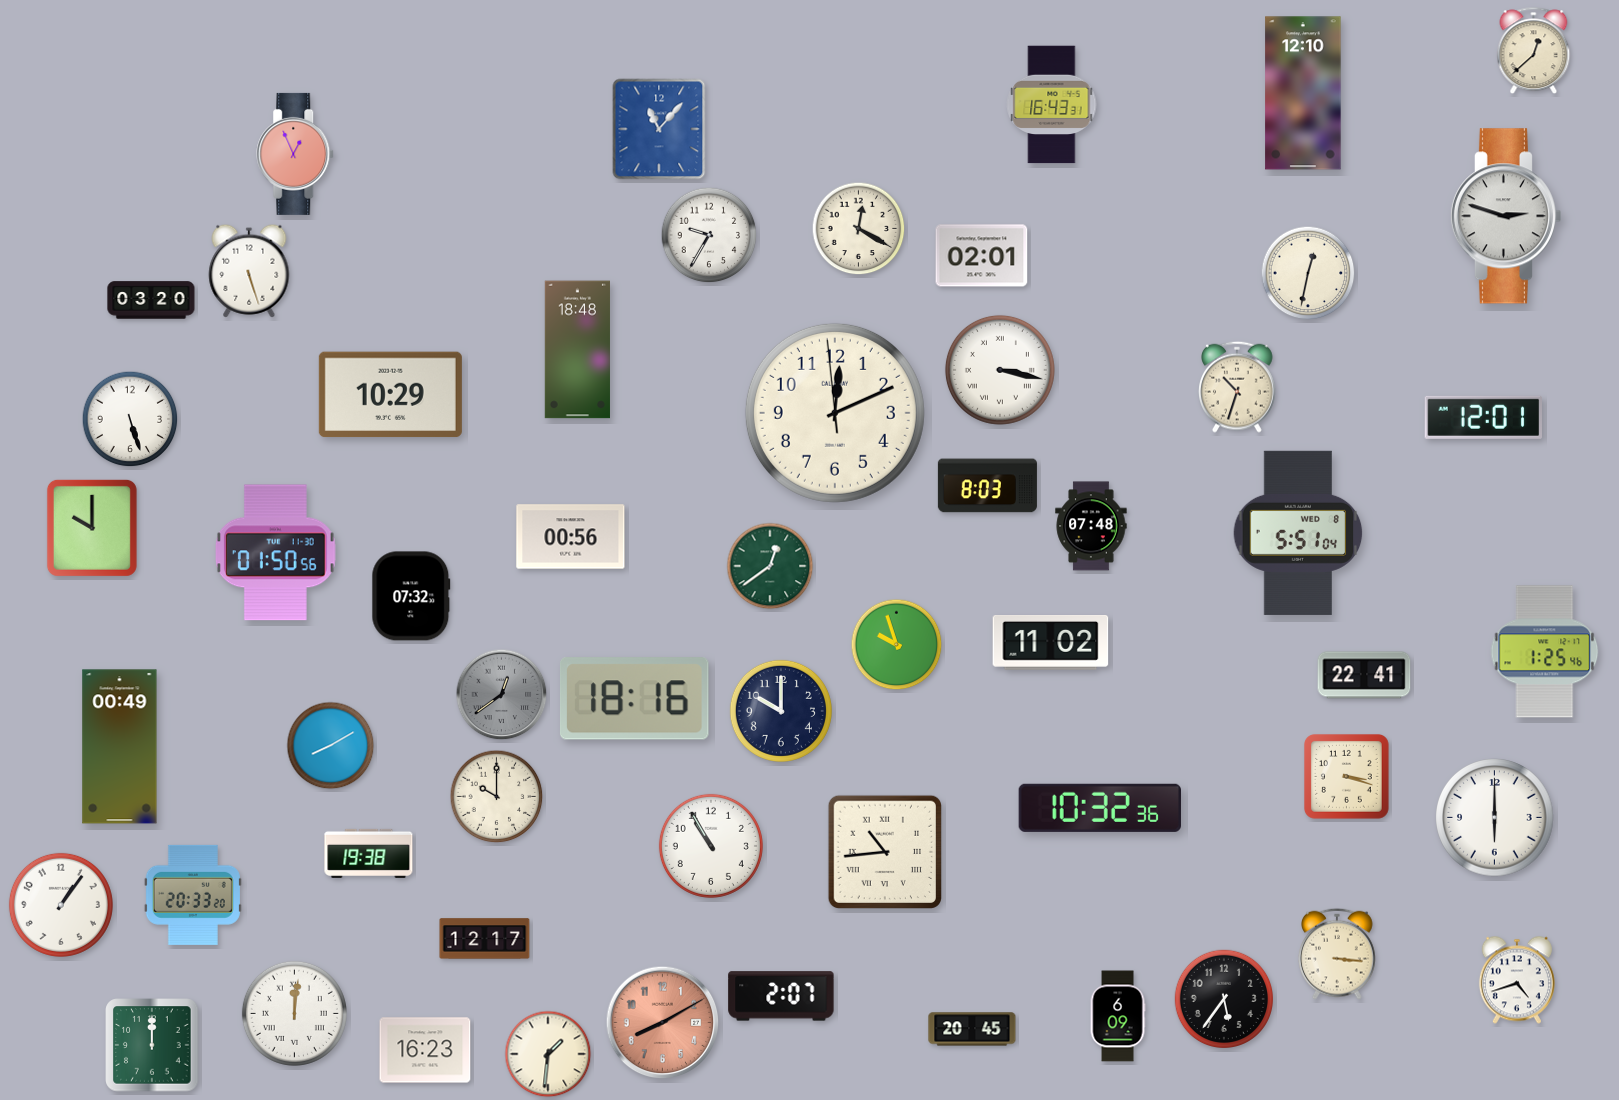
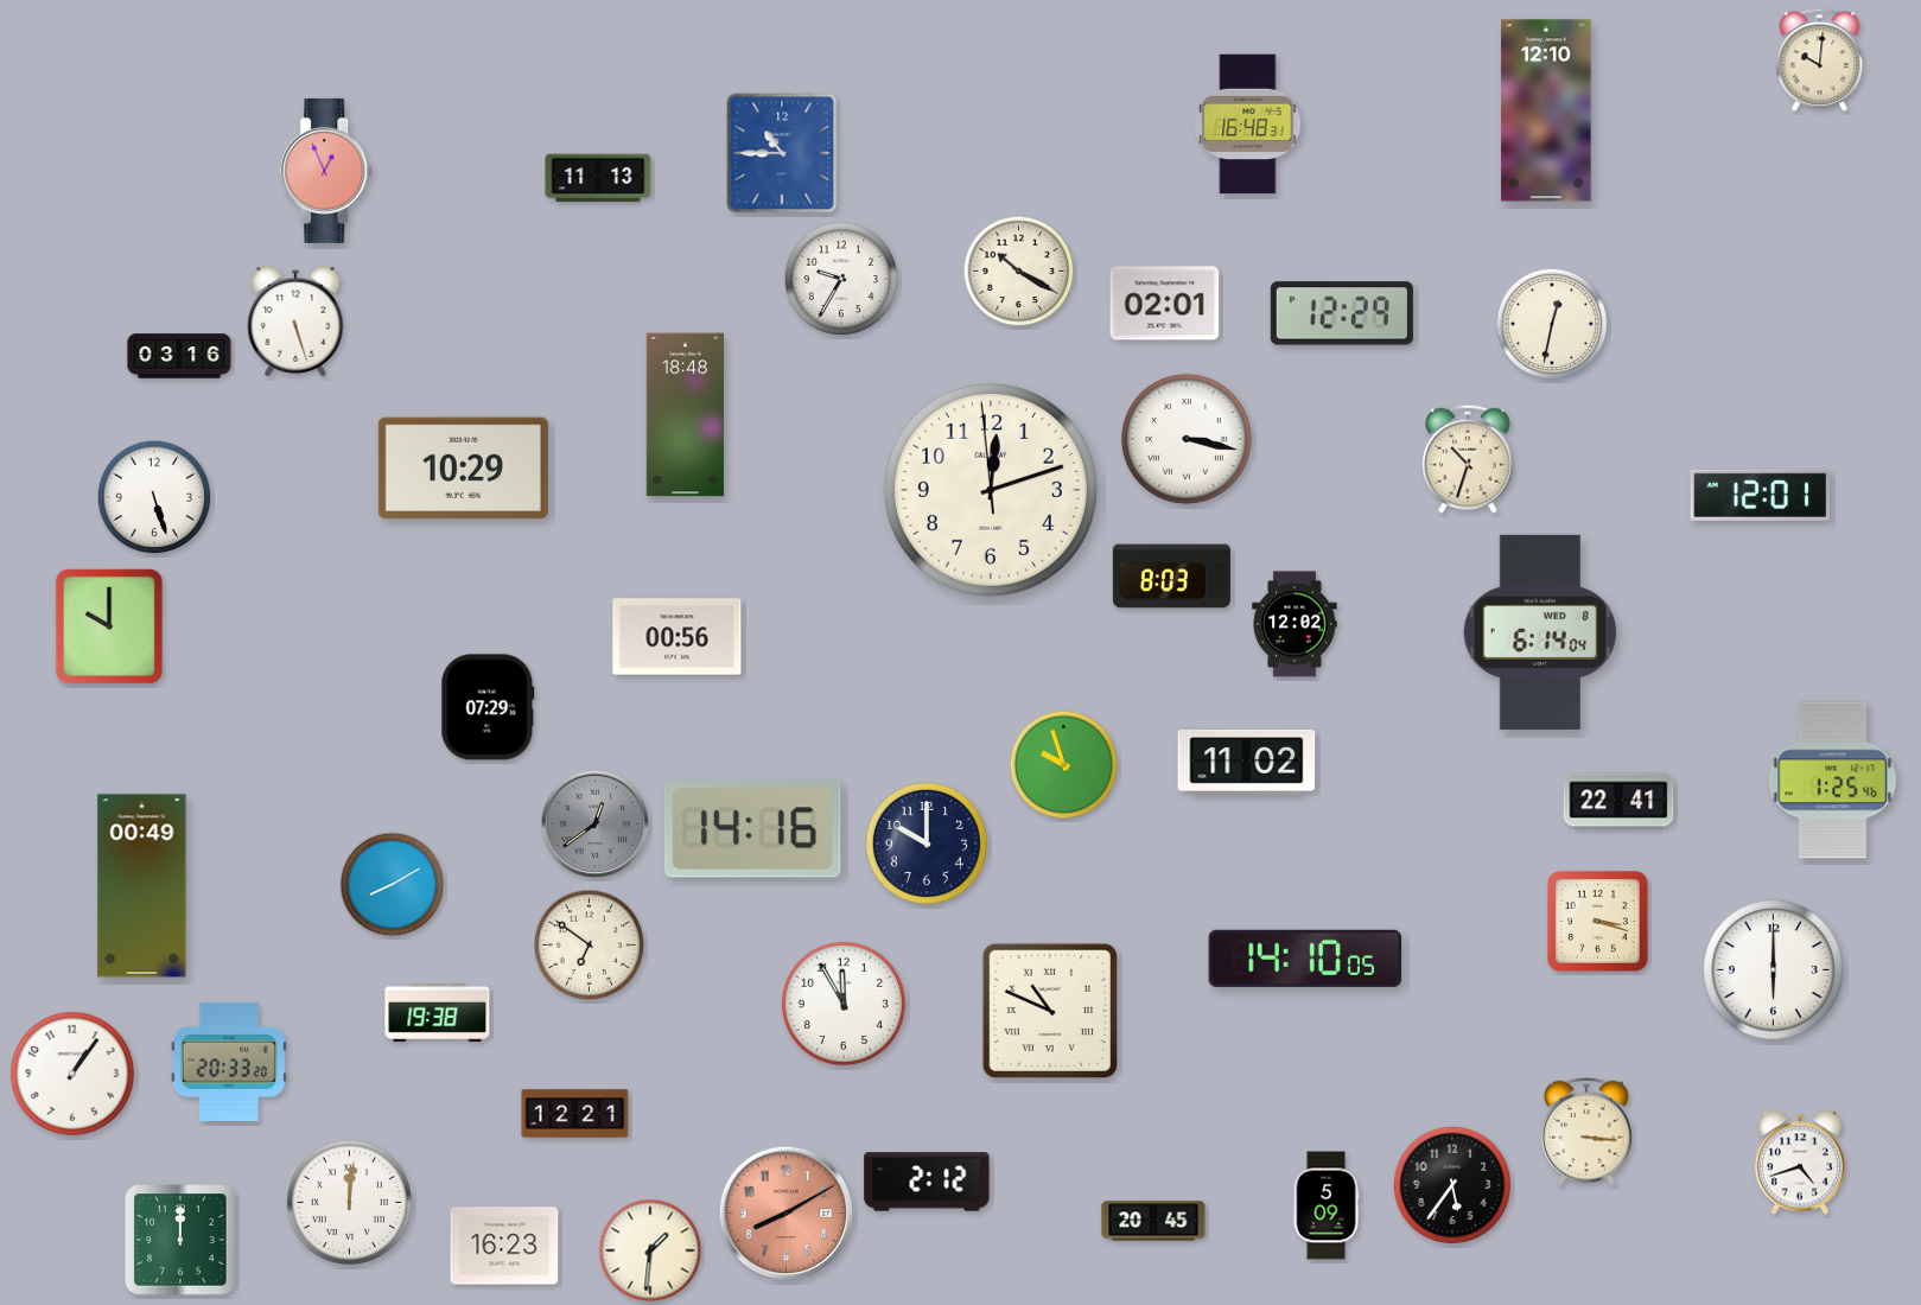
clock at (1534, 51): 12:38 -> 10:01
clock at (1052, 105): 16:43 -> 16:48
clock at (659, 129): 11:07 -> 10:45
clock at (598, 178): none -> 11:13
clock at (296, 154) position: (296, 154) -> (327, 171)
clock at (1505, 216): 2:48 -> none
clock at (859, 229): 12:20 -> 10:20
clock at (1342, 313): none -> 12:29
clock at (151, 300): 03:20 -> 03:16
clock at (835, 413): 12:10 -> 12:11
clock at (1091, 526): 07:48 -> 12:02
clock at (1298, 533): 5:51 -> 6:14
clock at (275, 553): 01:50 -> none
clock at (770, 566): 12:39 -> none
clock at (411, 596): 07:32 -> 07:29
clock at (1545, 652) position: (1545, 652) -> (1833, 781)
clock at (635, 699): 18:16 -> 14:16
clock at (497, 797): 10:00 -> 6:51
clock at (1100, 808): 10:32 -> 14:10
clock at (711, 846): 10:55 -> 11:55
clock at (884, 851): 10:44 -> 10:49
clock at (485, 939): 12:17 -> 12:21
clock at (781, 996): 2:07 -> 2:12
clock at (1118, 1016): 6:09 -> 5:09
